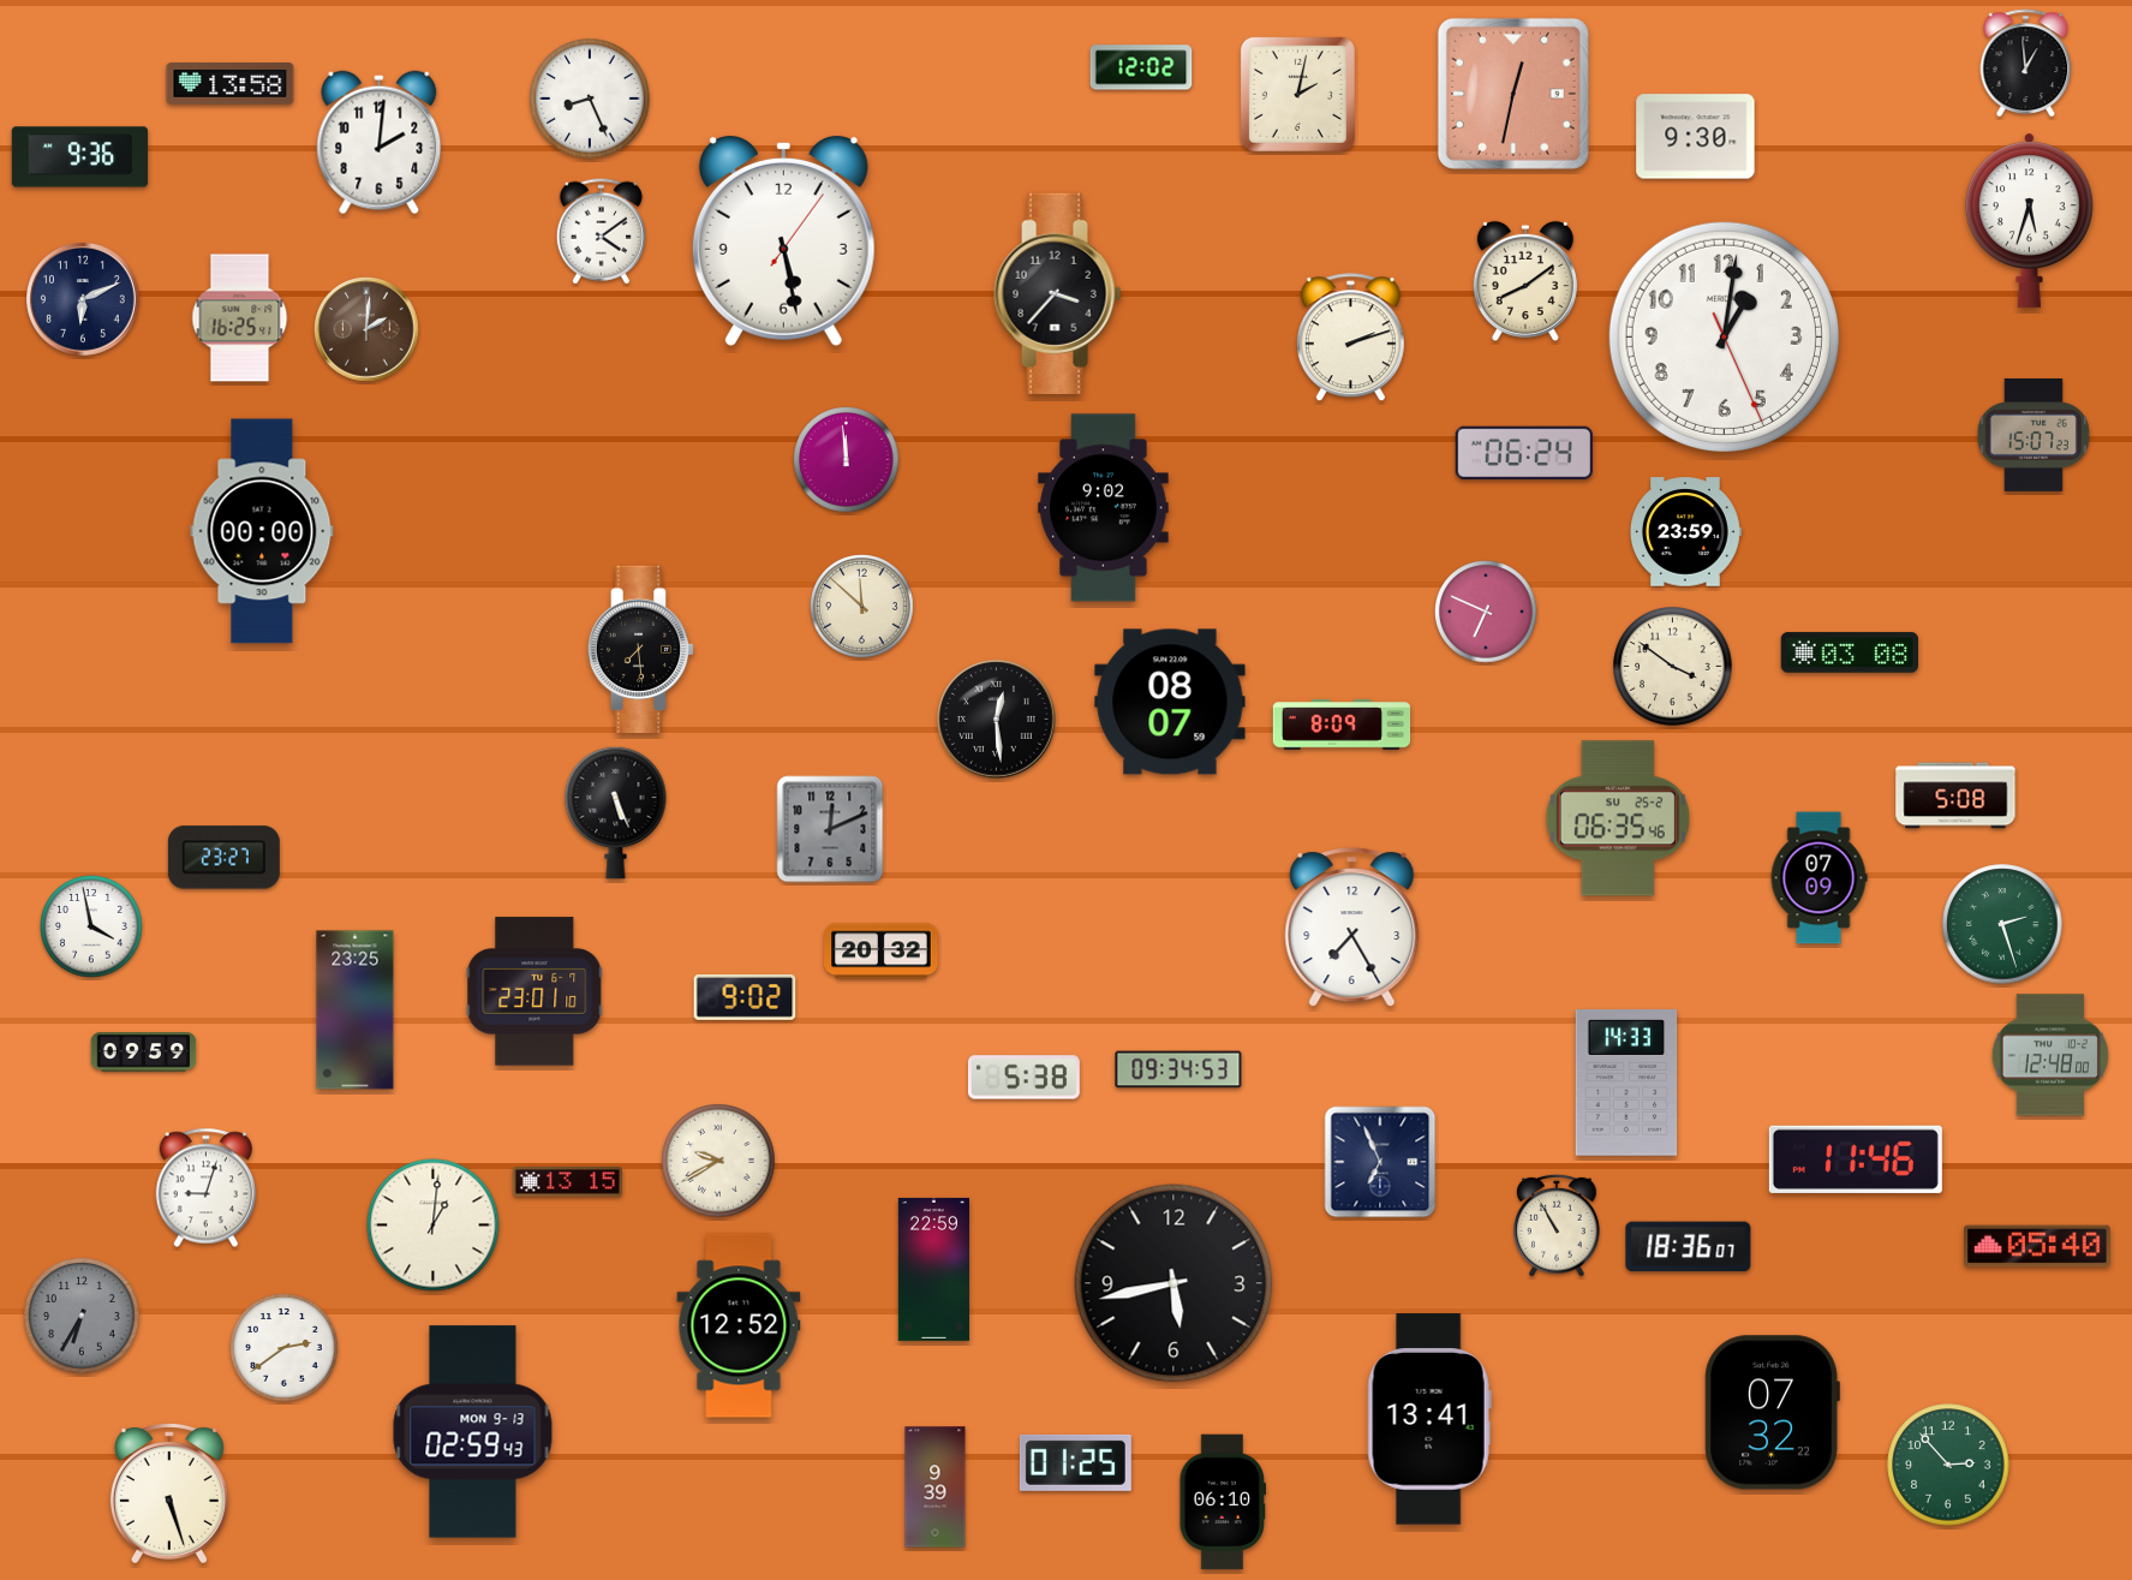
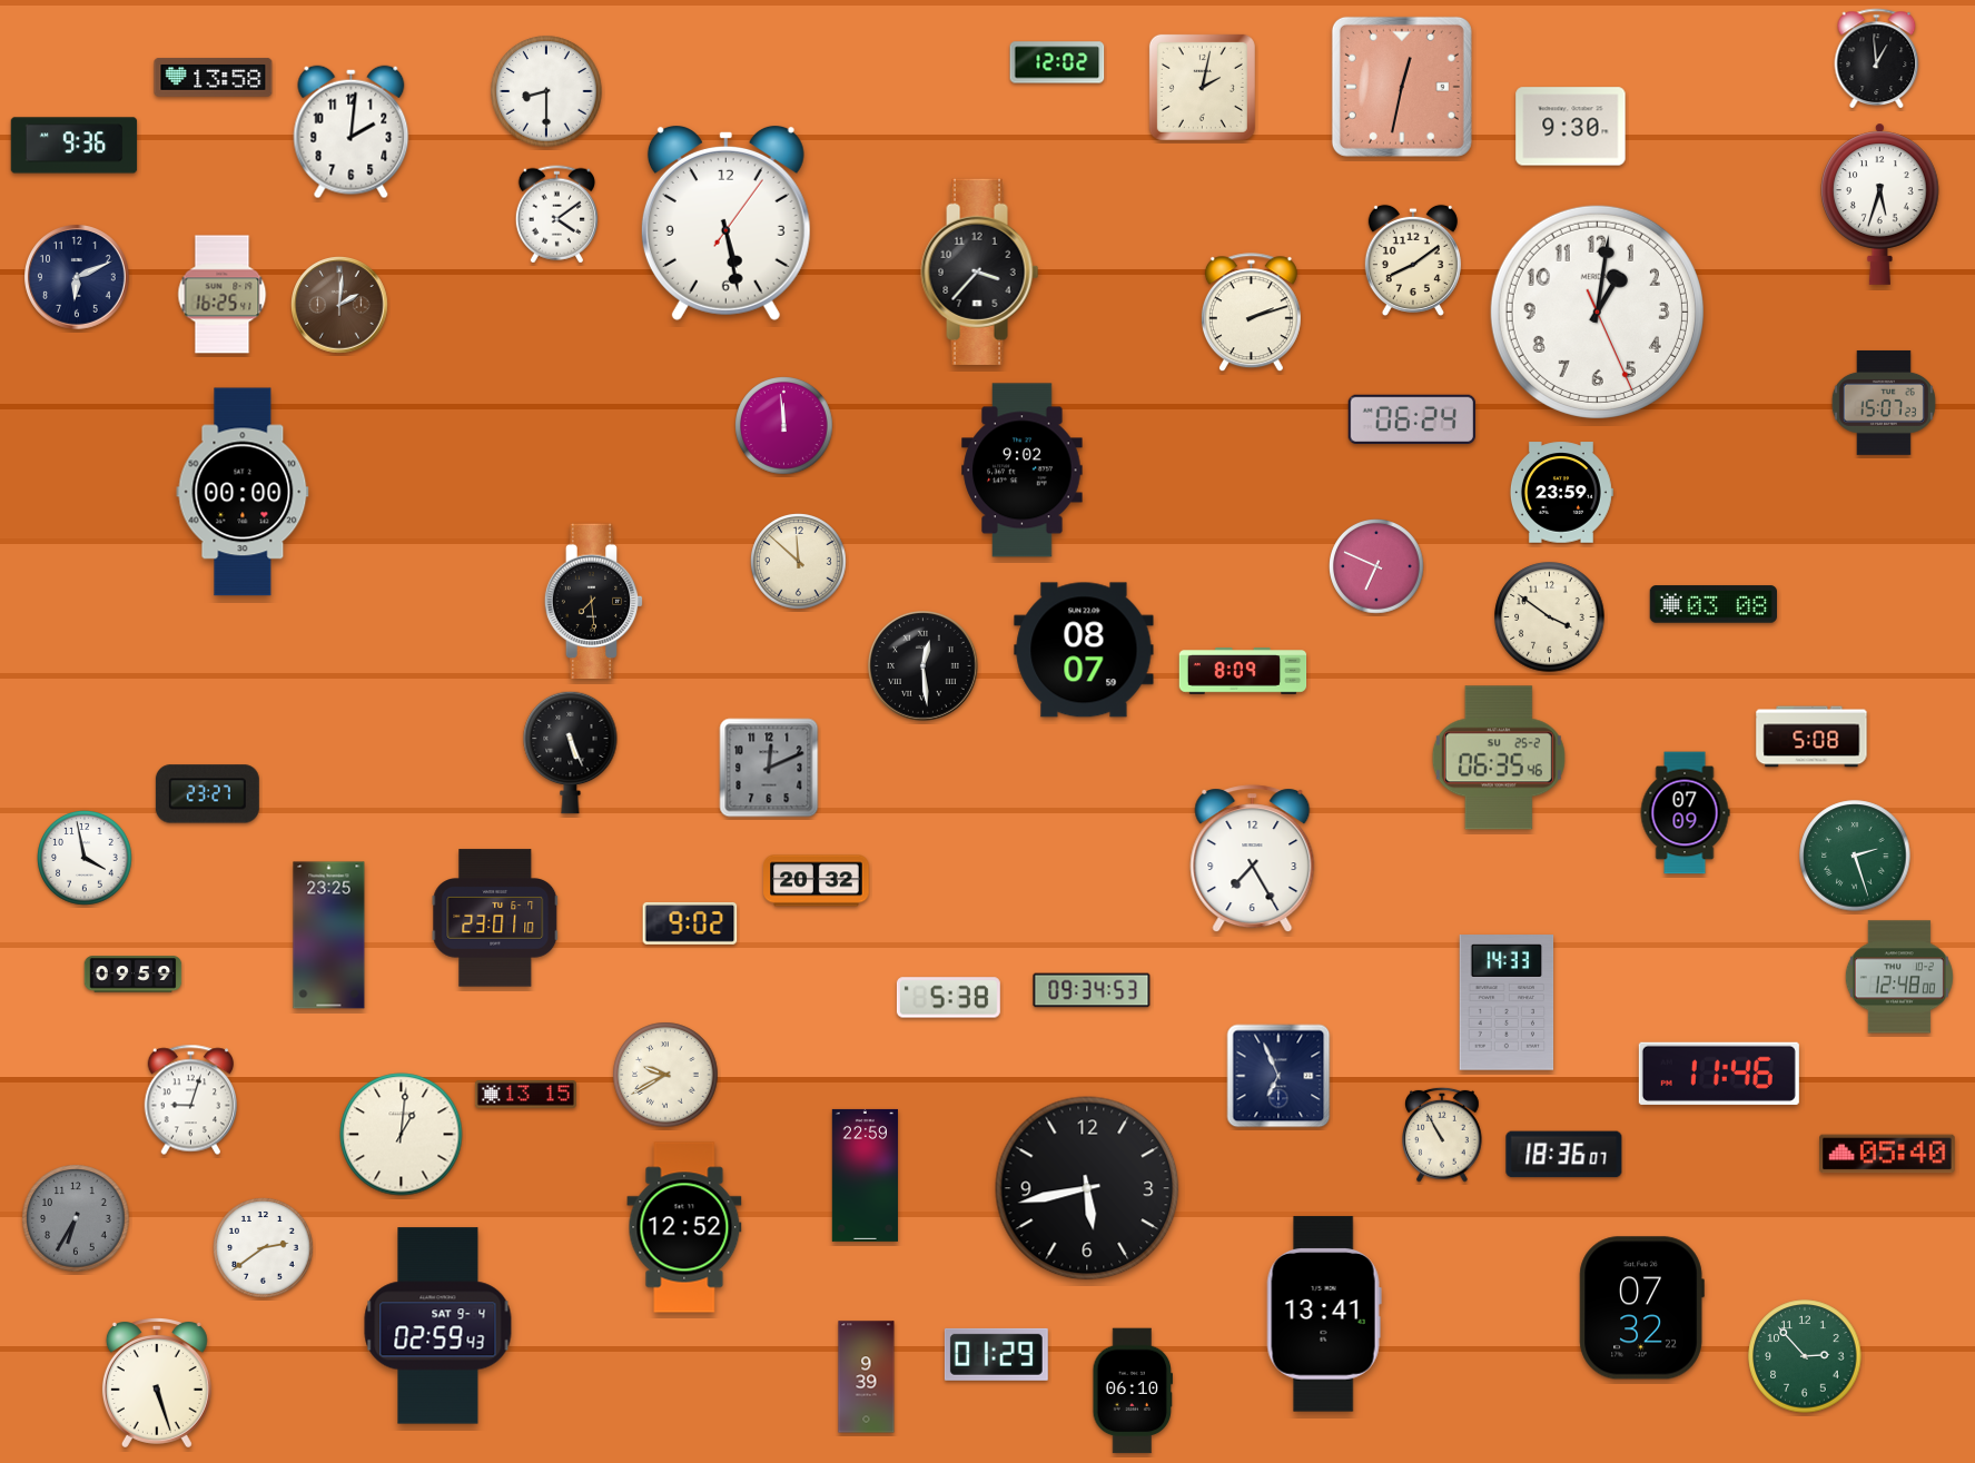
clock at (590, 99): 8:26 -> 8:30
clock at (473, 1432) date: MON 9-13 -> SAT 9-4
clock at (1075, 1462): 01:25 -> 01:29
